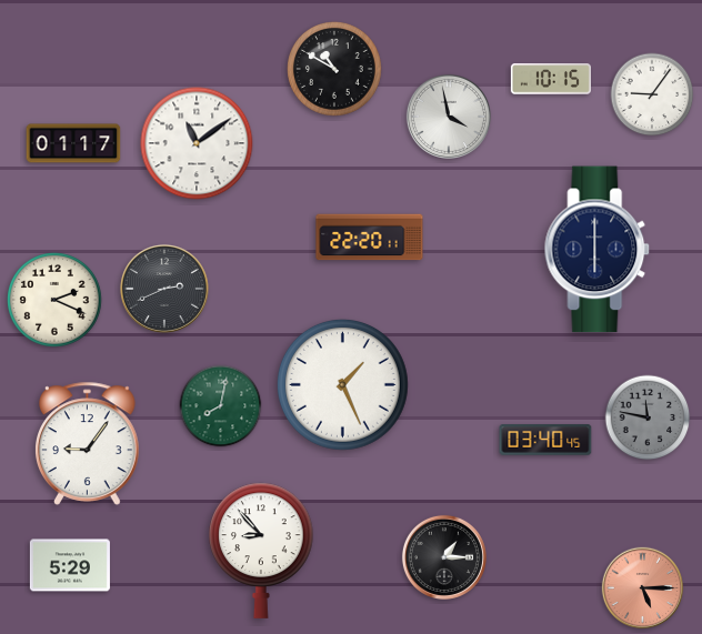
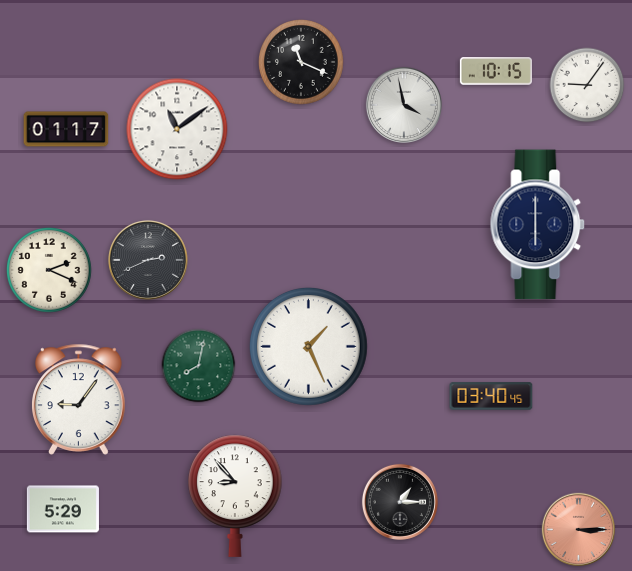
clock at (335, 70): 10:50 -> 11:19
clock at (370, 238): 22:20 -> none
clock at (648, 417): 11:47 -> none
clock at (642, 587): 5:15 -> 3:15
